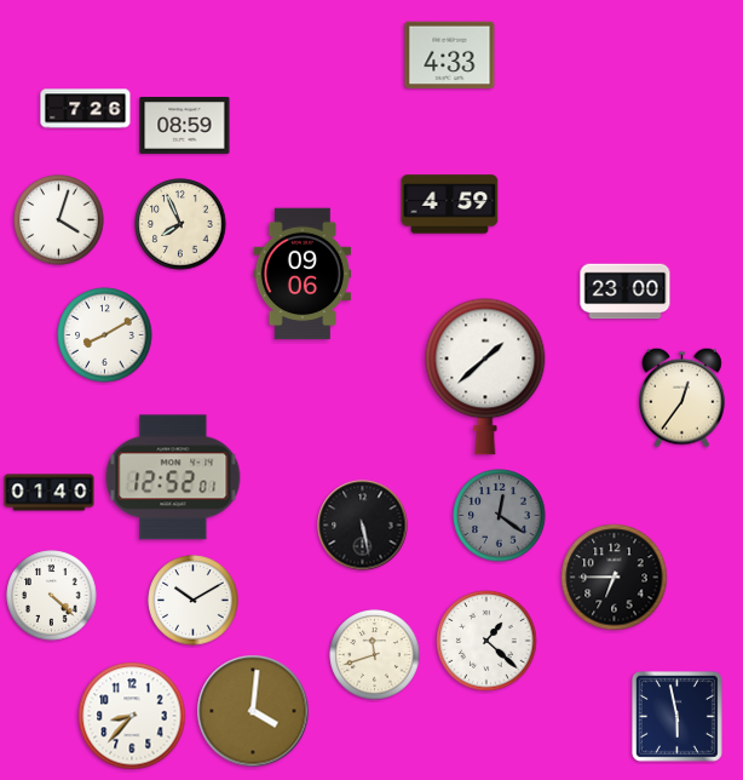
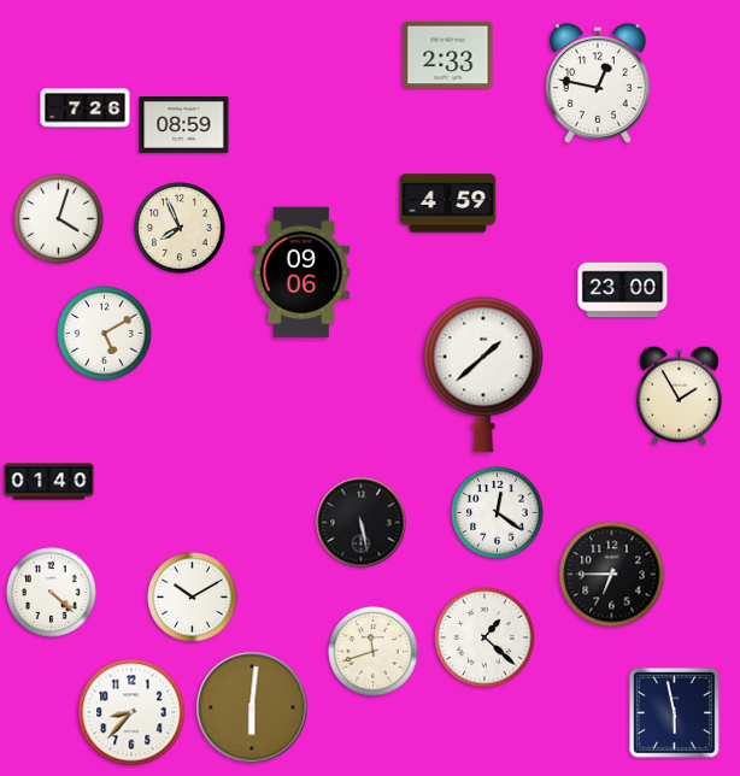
clock at (450, 56): 4:33 -> 2:33
clock at (598, 83): none -> 12:47
clock at (180, 224) position: (180, 224) -> (180, 228)
clock at (105, 335): 8:10 -> 5:10
clock at (682, 397): 12:36 -> 1:55
clock at (173, 477): 12:52 -> none
clock at (50, 493) position: (50, 493) -> (49, 482)
clock at (500, 516) dial: grey -> white
clock at (253, 711): 4:01 -> 6:01
